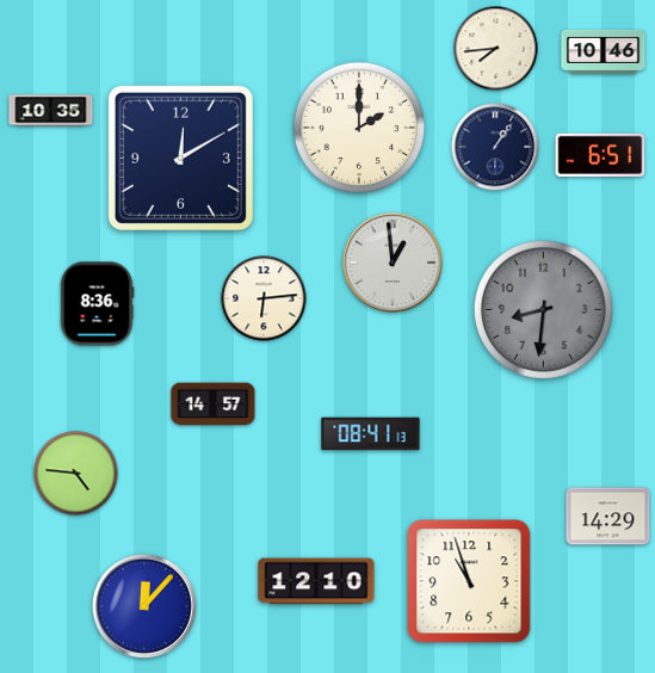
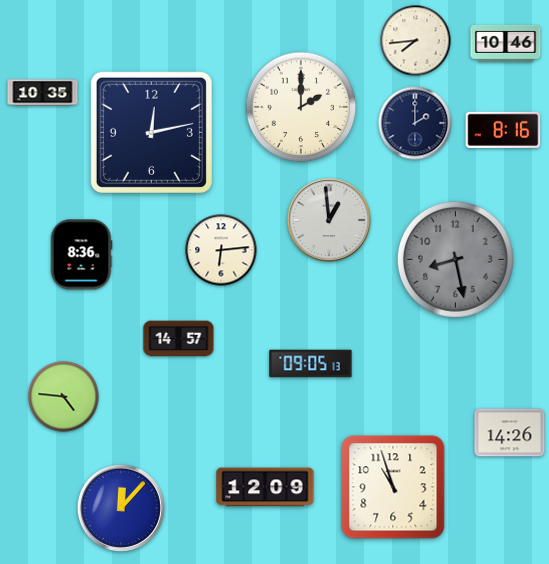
clock at (495, 147): 1:06 -> 2:00
clock at (600, 155): 6:51 -> 8:16
clock at (180, 158): 12:10 -> 12:13
clock at (543, 309): 8:31 -> 8:28
clock at (371, 434): 08:41 -> 09:05
clock at (608, 517): 14:29 -> 14:26
clock at (316, 581): 12:10 -> 12:09
